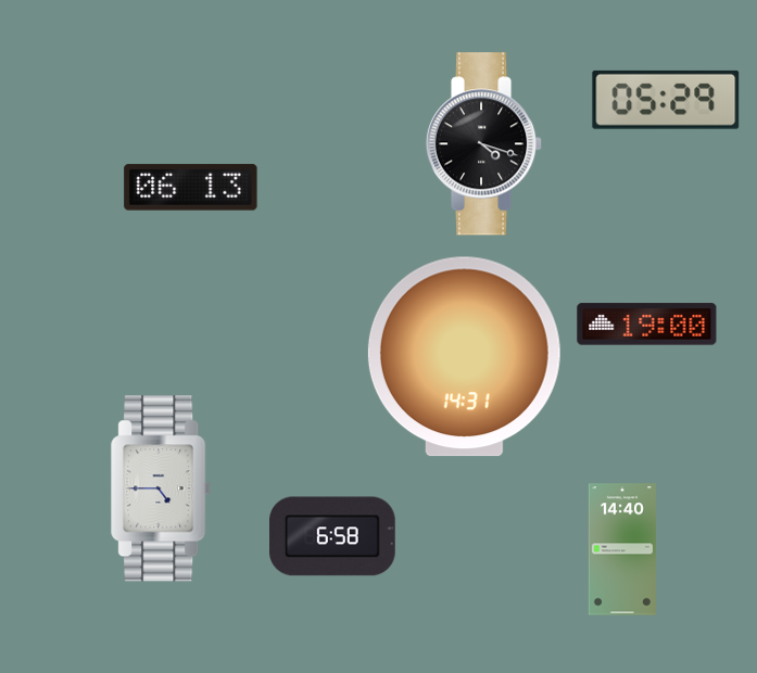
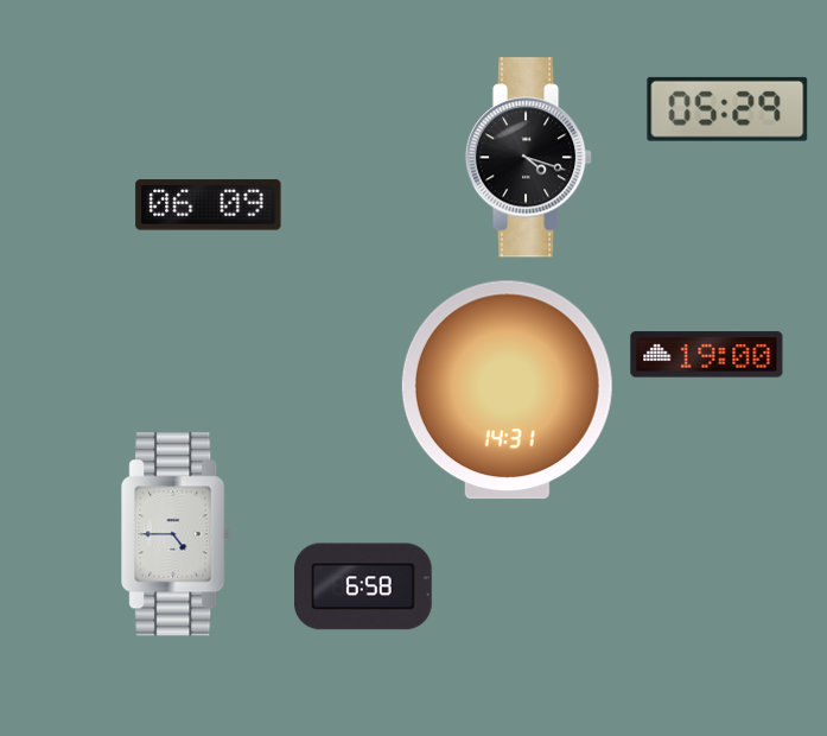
clock at (191, 188): 06:13 -> 06:09
clock at (622, 549): 14:40 -> none
